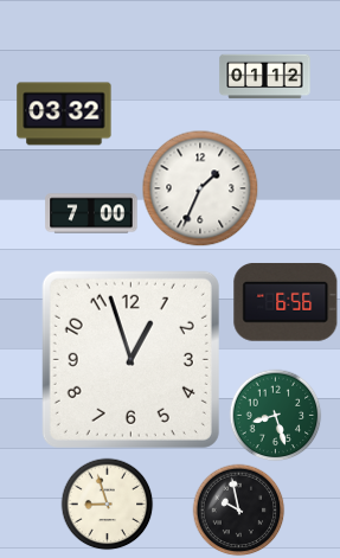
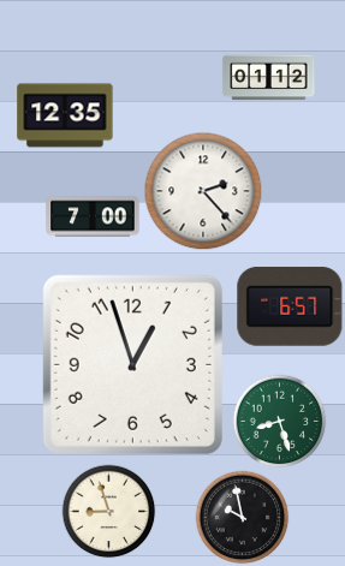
clock at (64, 114): 03:32 -> 12:35
clock at (200, 188): 1:34 -> 2:23
clock at (286, 302): 6:56 -> 6:57
